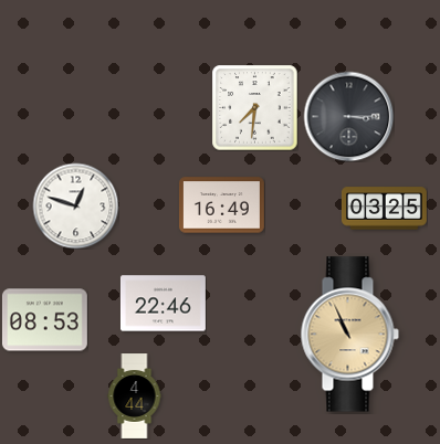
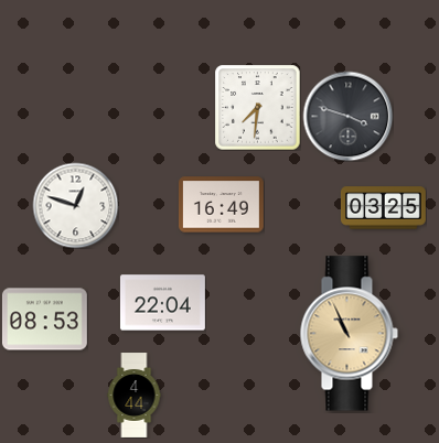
clock at (254, 107) position: (254, 107) -> (257, 107)
clock at (348, 116): 3:15 -> 3:48
clock at (163, 304): 22:46 -> 22:04
